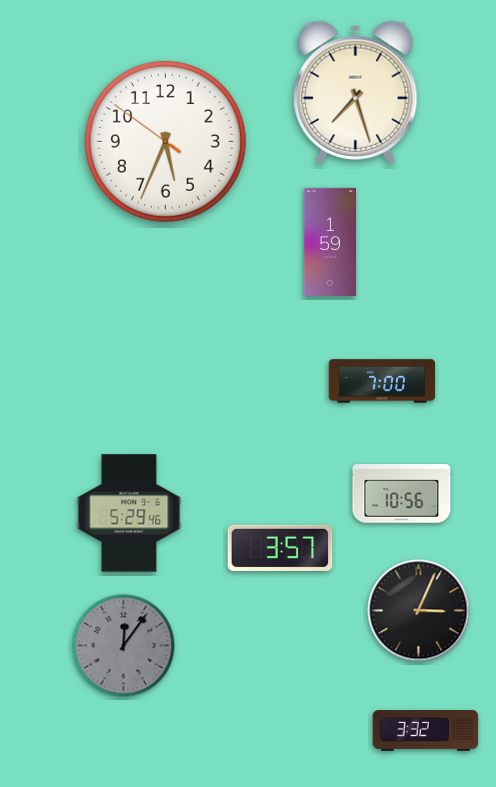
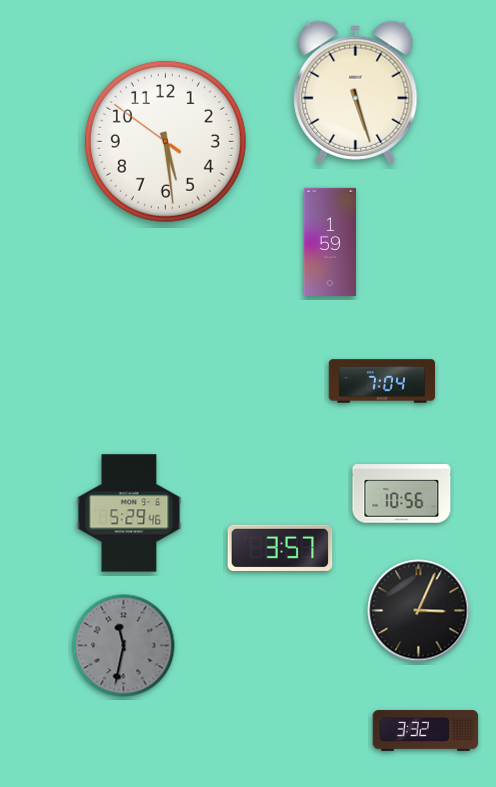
clock at (356, 92): 7:27 -> 5:27
clock at (165, 141): 5:33 -> 5:28
clock at (382, 381): 7:00 -> 7:04
clock at (124, 646): 12:06 -> 11:32
